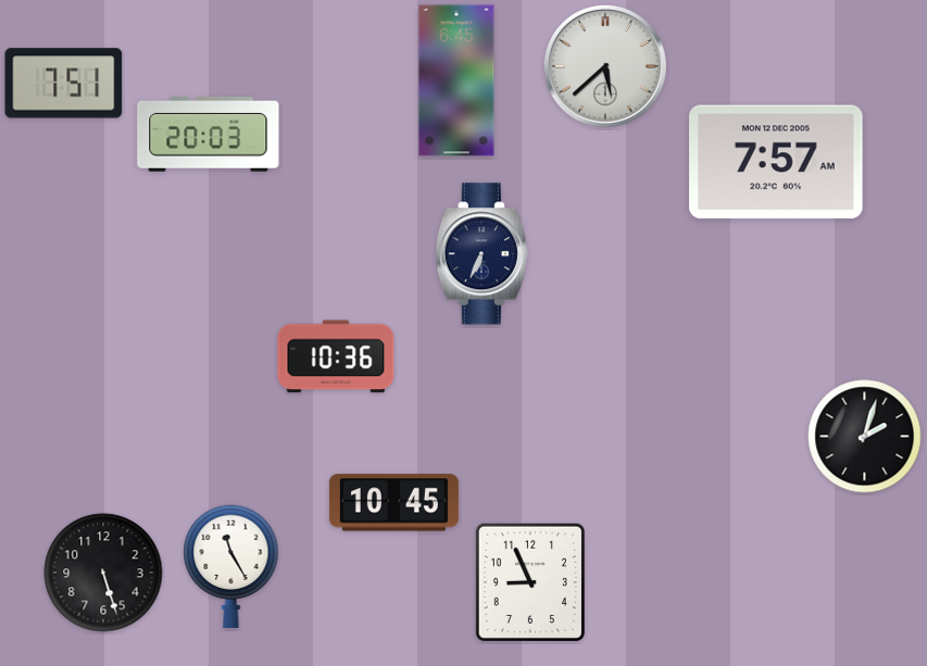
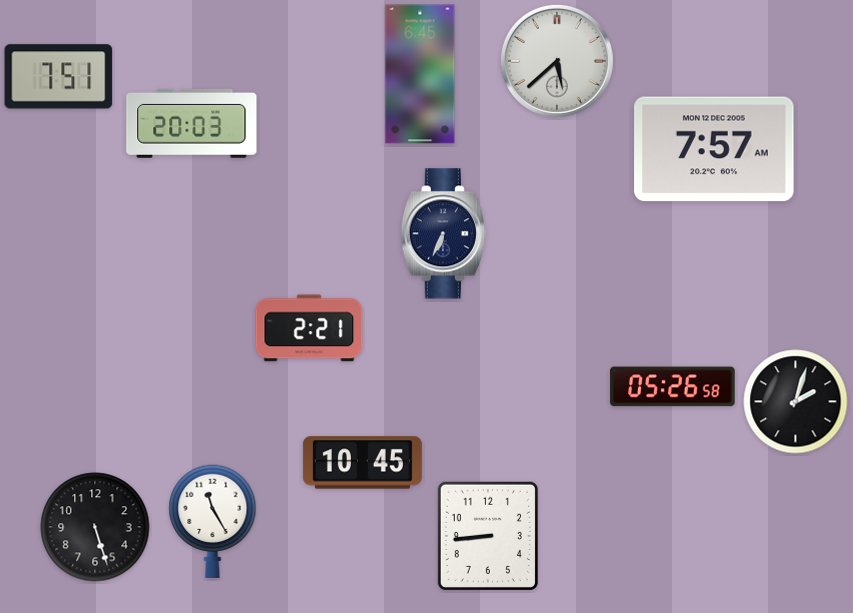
clock at (336, 356): 10:36 -> 2:21
clock at (673, 387): none -> 05:26
clock at (530, 582): 8:56 -> 8:44
